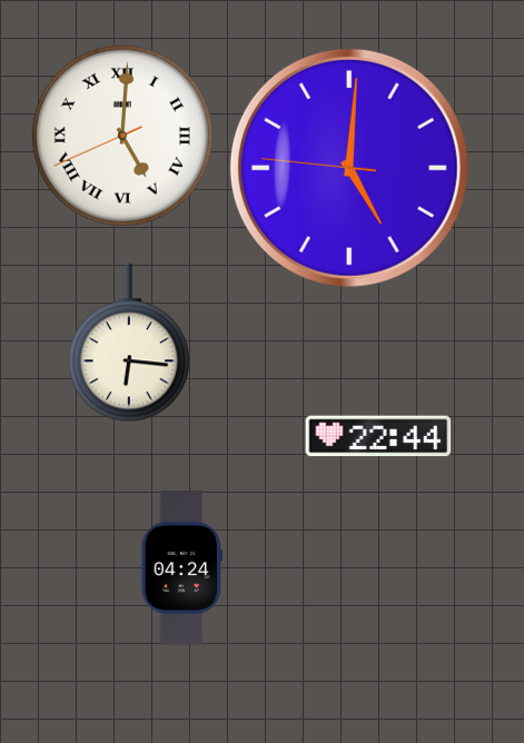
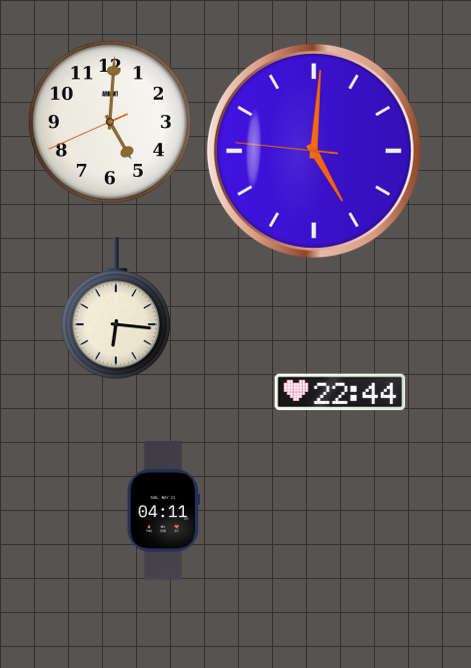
clock at (122, 136) numerals: Roman -> Arabic
clock at (181, 568): 04:24 -> 04:11
